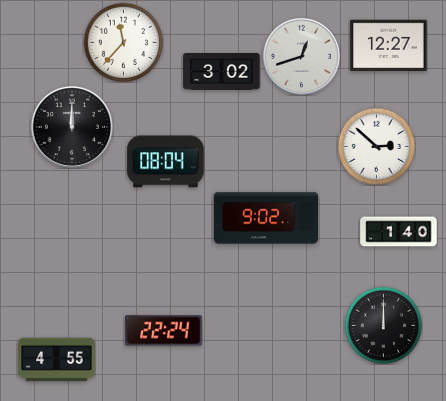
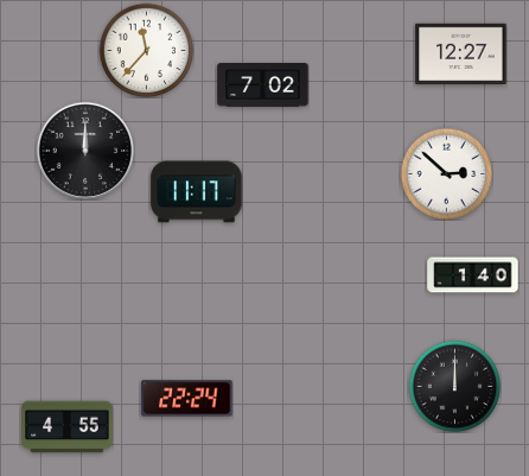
clock at (301, 56): 12:42 -> none
clock at (222, 72): 3:02 -> 7:02
clock at (166, 162): 08:04 -> 11:17
clock at (266, 218): 9:02 -> none
clock at (164, 331) position: (164, 331) -> (187, 399)
